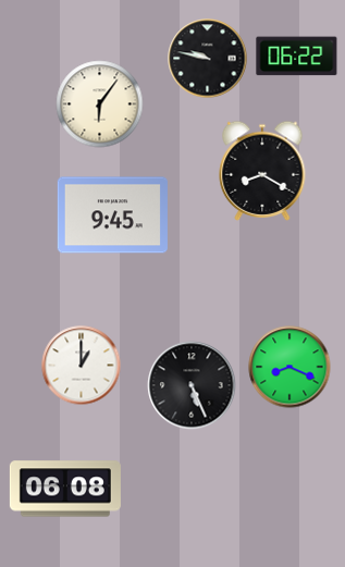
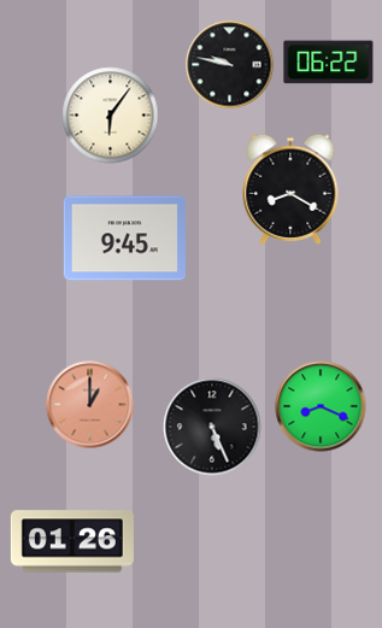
clock at (82, 366) dial: white -> salmon
clock at (65, 489): 06:08 -> 01:26
